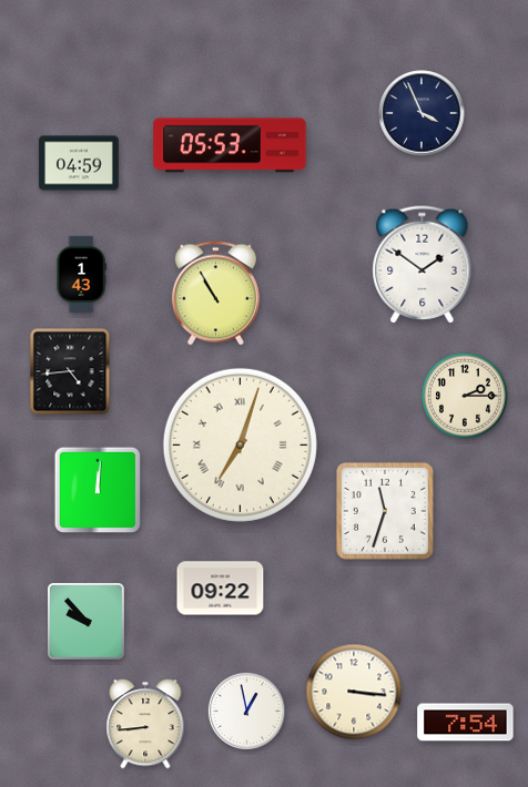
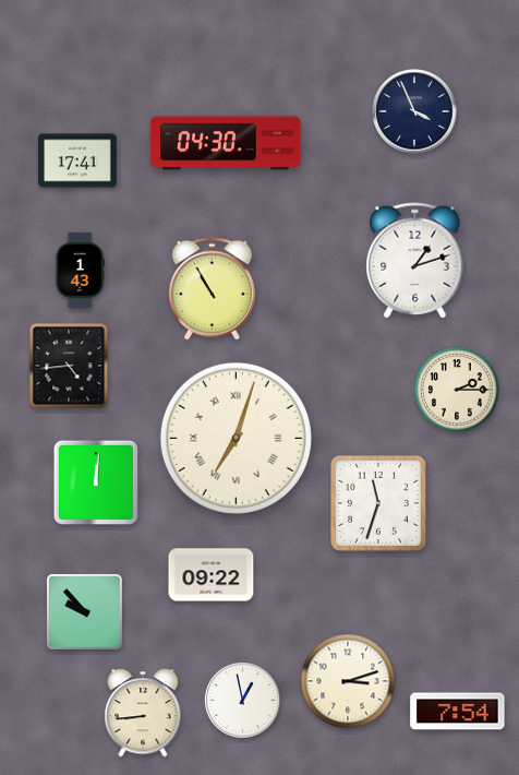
clock at (230, 145): 05:53 -> 04:30
clock at (79, 163): 04:59 -> 17:41
clock at (423, 265): 1:51 -> 1:12
clock at (221, 589) position: (221, 589) -> (212, 575)
clock at (354, 692): 3:16 -> 3:12
